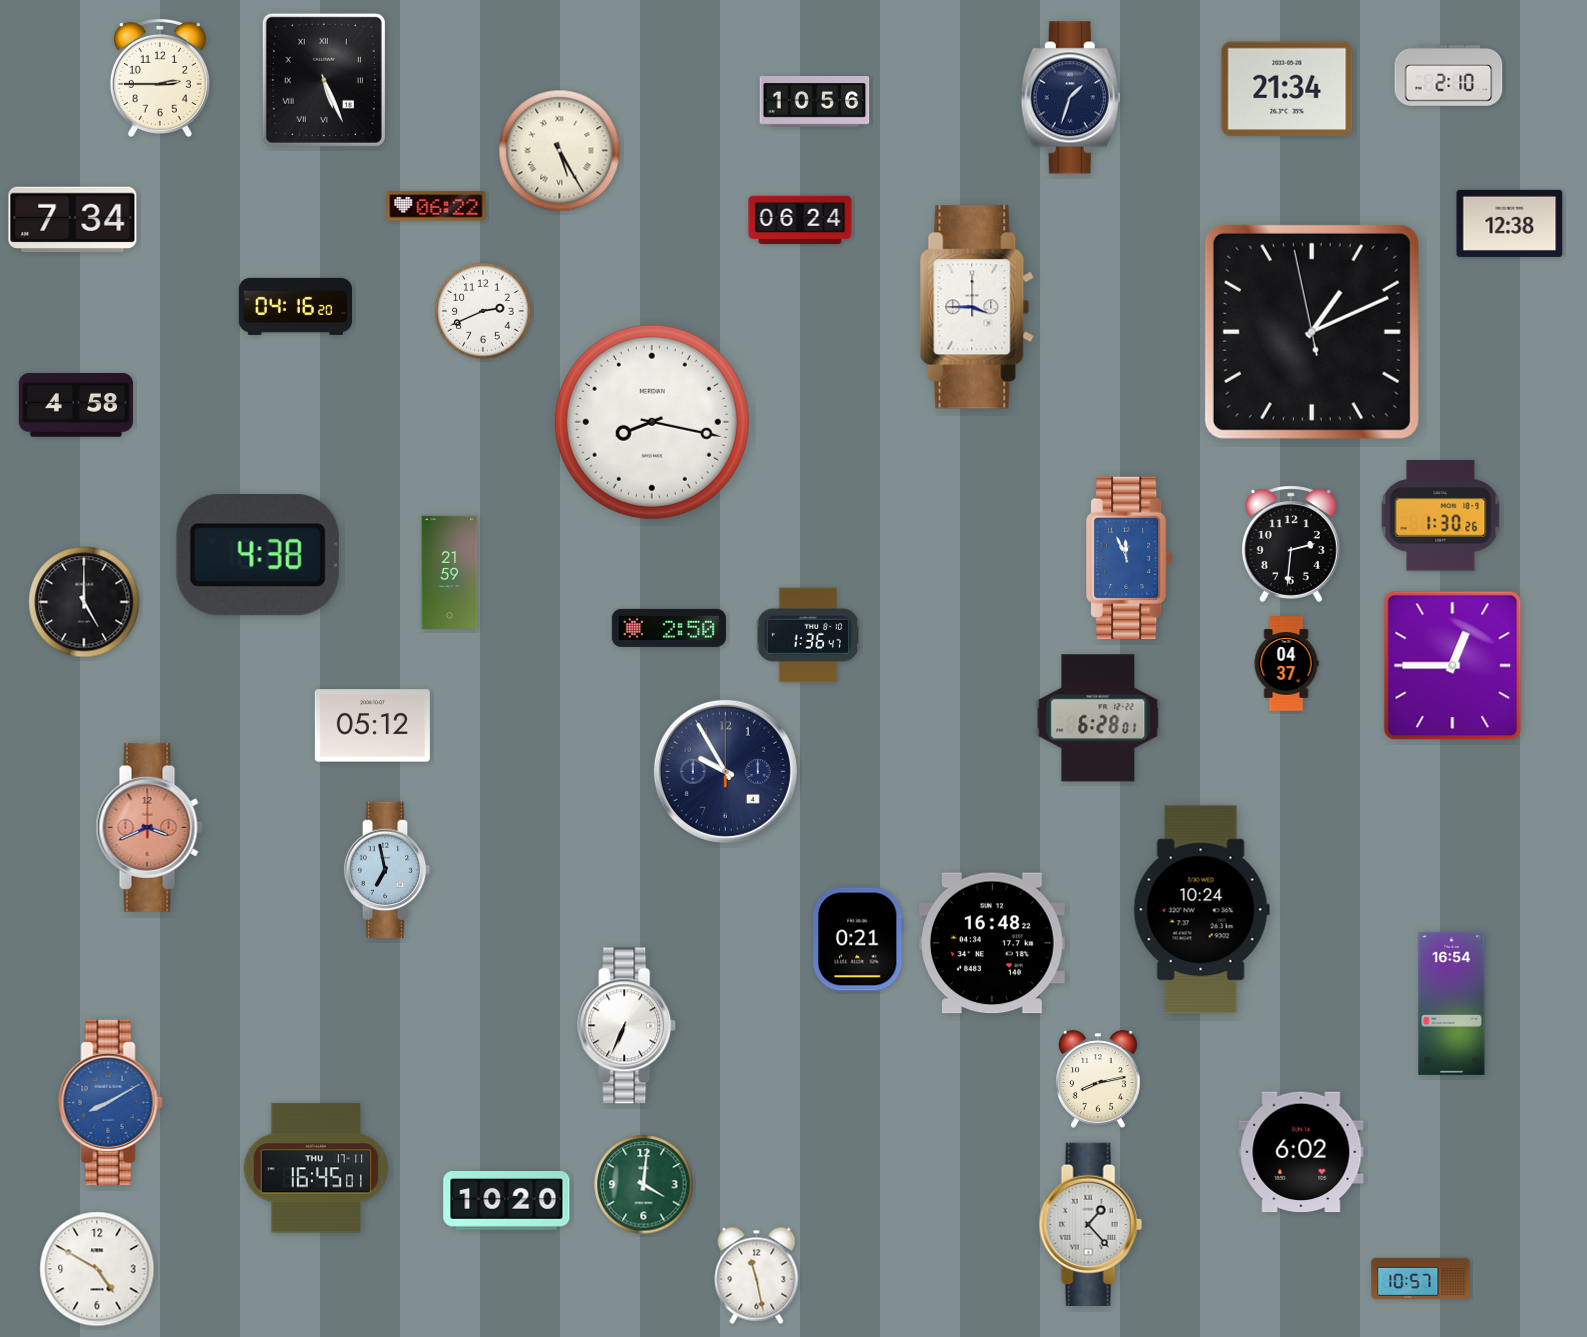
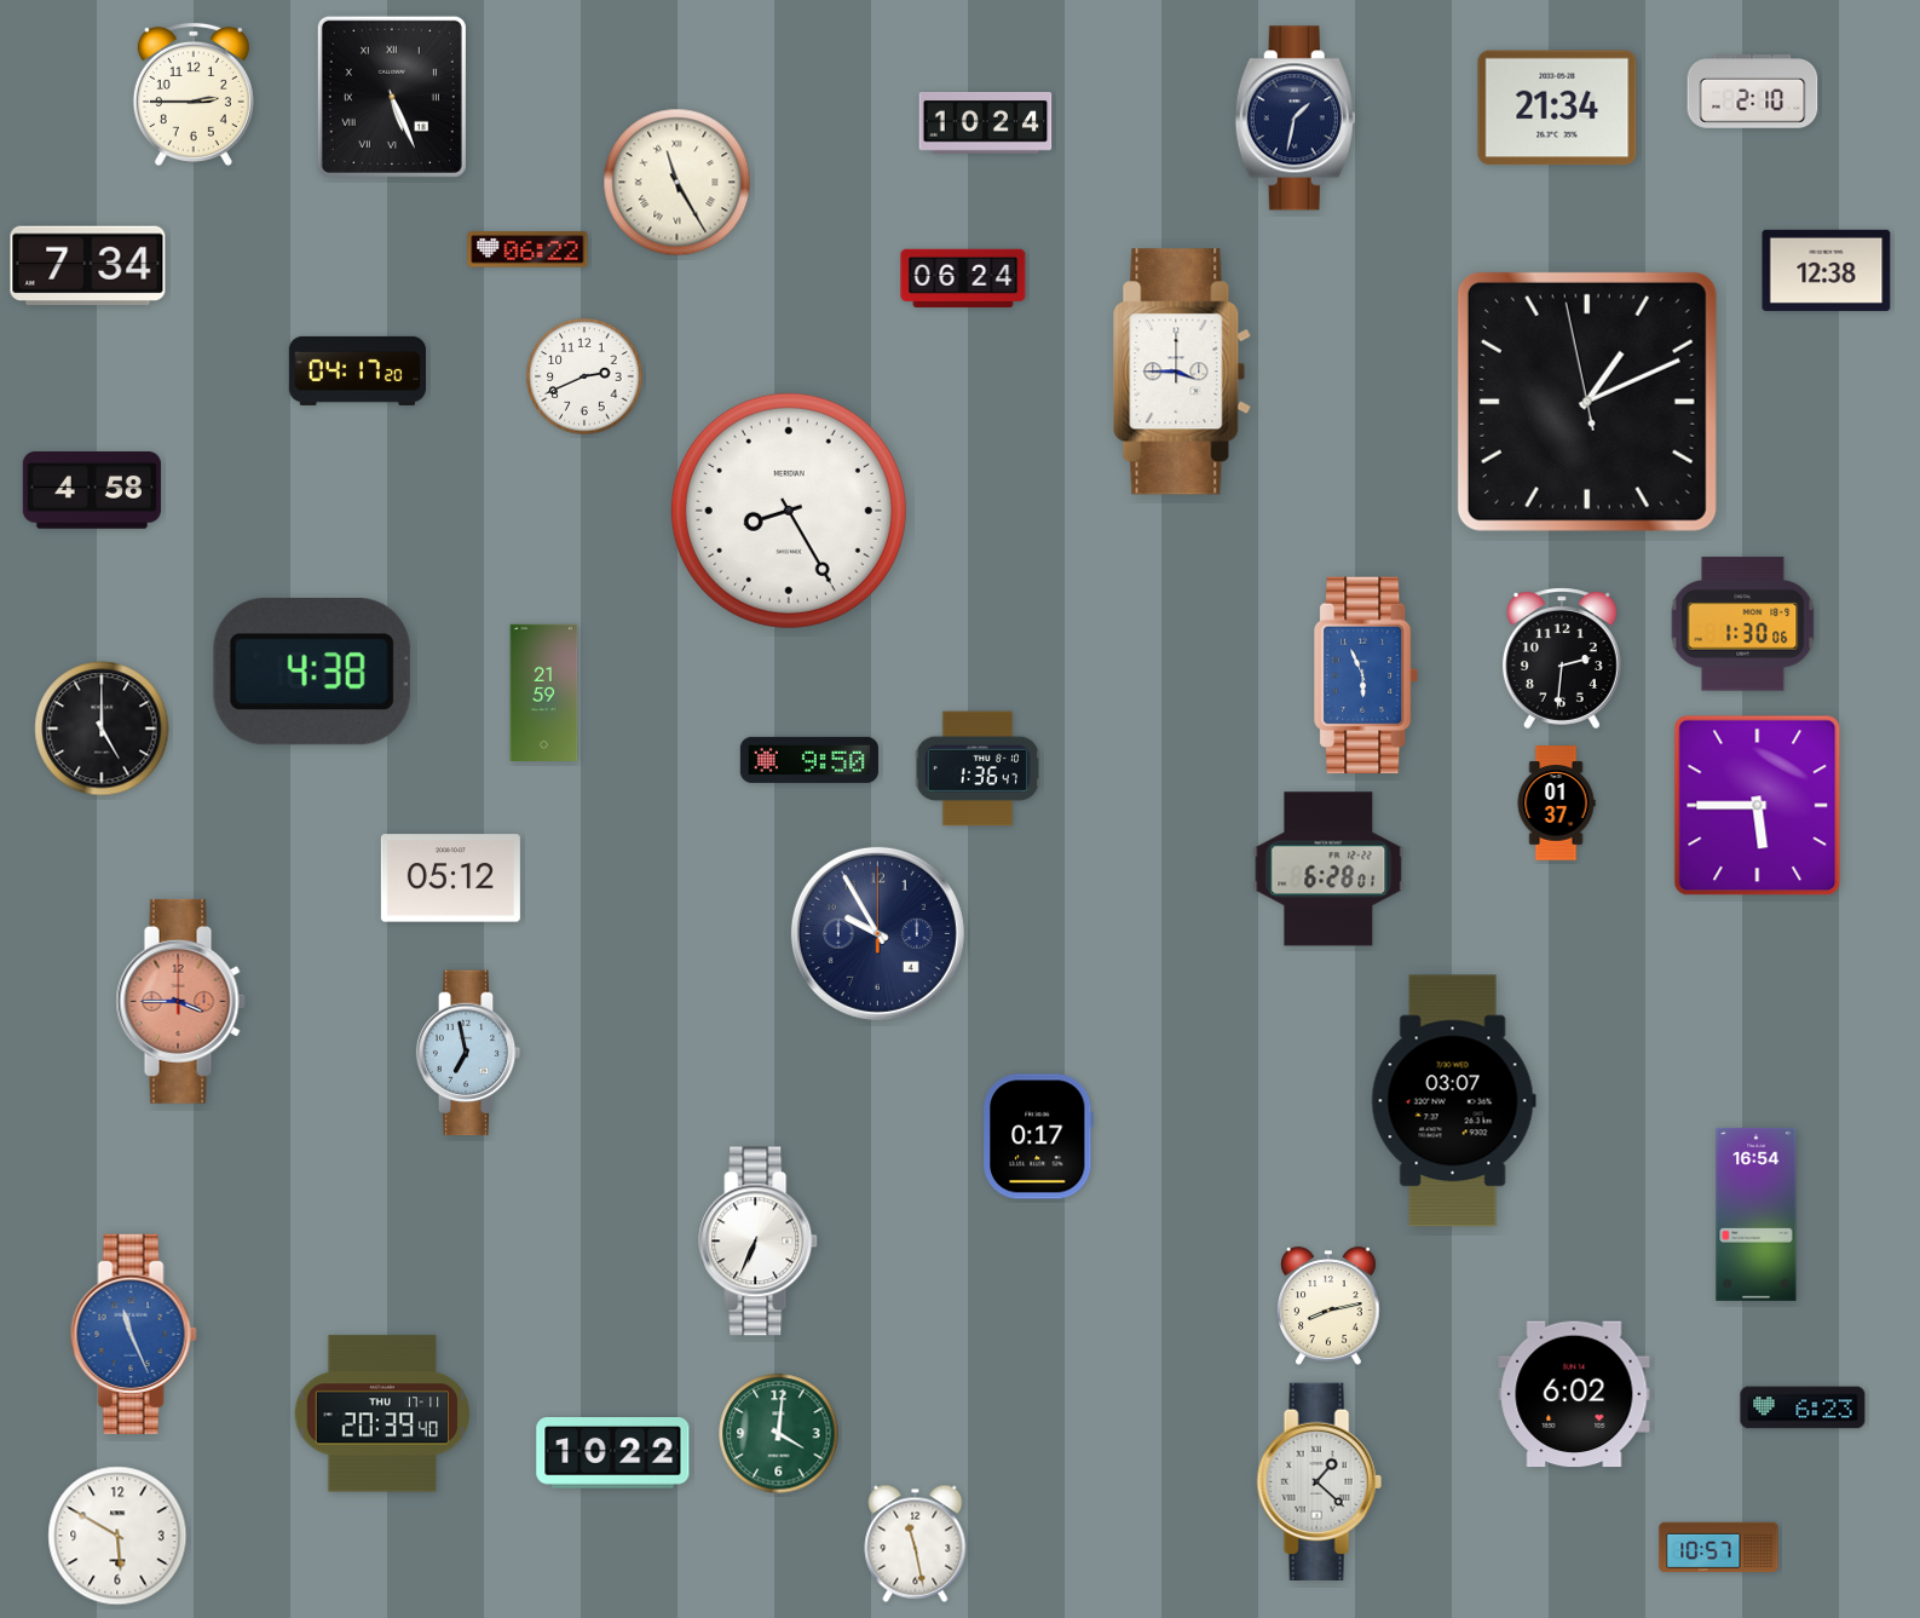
clock at (1070, 98): 1:33 -> 1:32
clock at (815, 102): 10:56 -> 10:24
clock at (560, 151): 5:25 -> 11:25
clock at (800, 220) position: (800, 220) -> (963, 278)
clock at (295, 306): 04:16 -> 04:17
clock at (652, 422): 8:17 -> 8:25
clock at (1441, 516): 1:30:26 -> 1:30:06
clock at (1130, 558): 11:56 -> 5:56
clock at (669, 628): 2:50 -> 9:50
clock at (1286, 664): 04:37 -> 01:37
clock at (1453, 666): 12:45 -> 5:45
clock at (149, 827): 3:41 -> 3:45
clock at (1201, 910): 10:24 -> 03:07
clock at (859, 939): 0:21 -> 0:17
clock at (993, 943): 16:48 -> none
clock at (110, 1102): 8:10 -> 11:26
clock at (1803, 1407): none -> 6:23
clock at (316, 1168): 16:45 -> 20:39
clock at (507, 1201): 10:20 -> 10:22
clock at (1090, 1224): 1:23 -> 1:22
clock at (97, 1269): 4:50 -> 5:50
